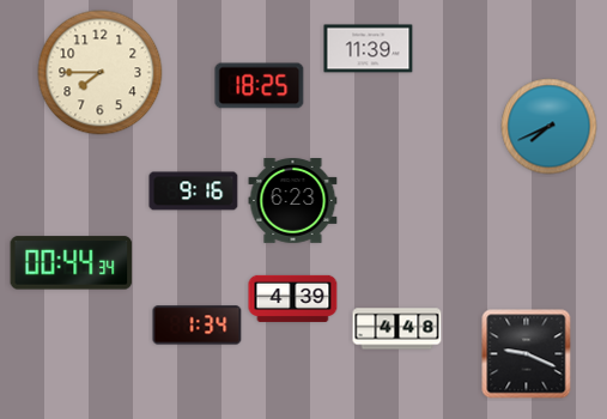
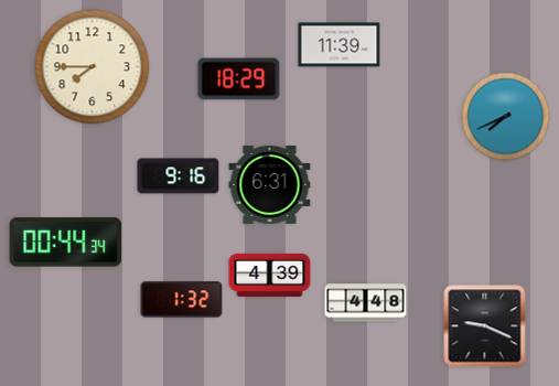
clock at (260, 86): 18:25 -> 18:29
clock at (293, 201): 6:23 -> 6:31
clock at (198, 326): 1:34 -> 1:32
